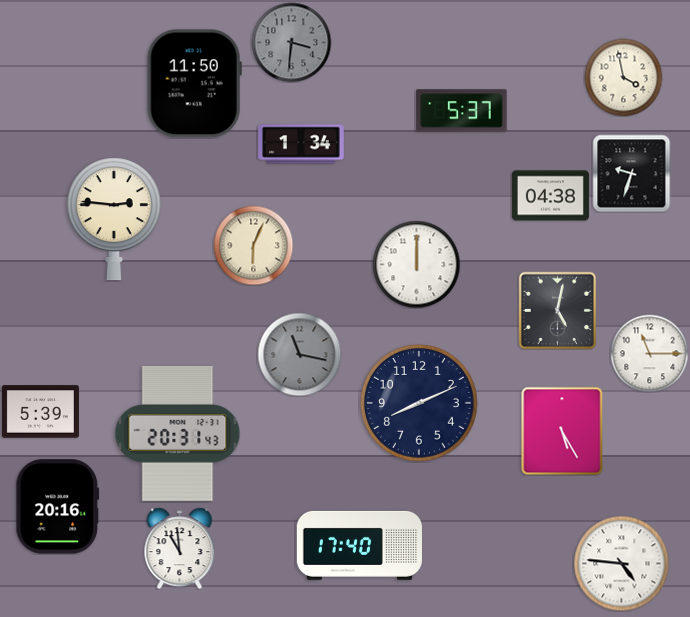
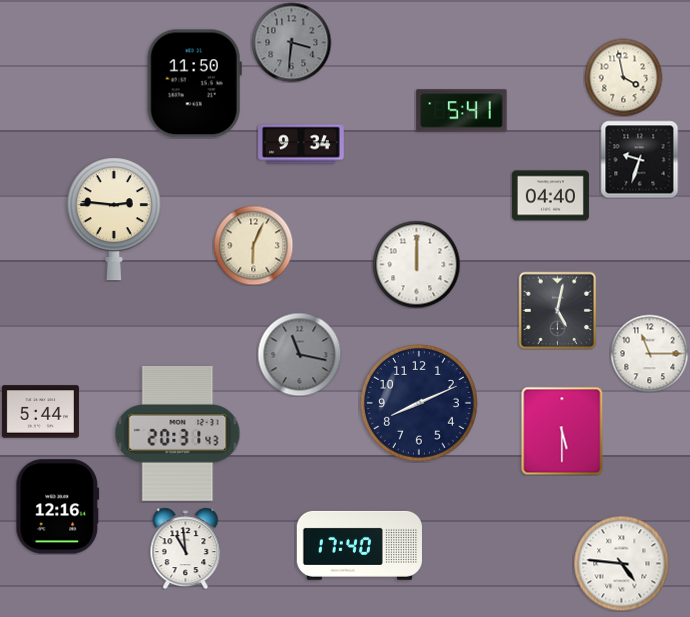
clock at (462, 111): 5:37 -> 5:41
clock at (301, 144): 1:34 -> 9:34
clock at (631, 173) position: (631, 173) -> (639, 159)
clock at (550, 196): 04:38 -> 04:40
clock at (40, 412): 5:39 -> 5:44
clock at (562, 431): 5:25 -> 5:30
clock at (58, 507): 20:16 -> 12:16
clock at (180, 548) position: (180, 548) -> (186, 548)
